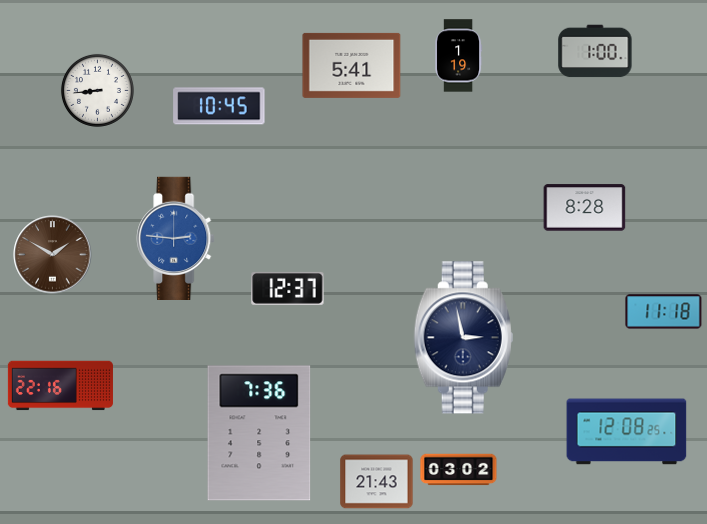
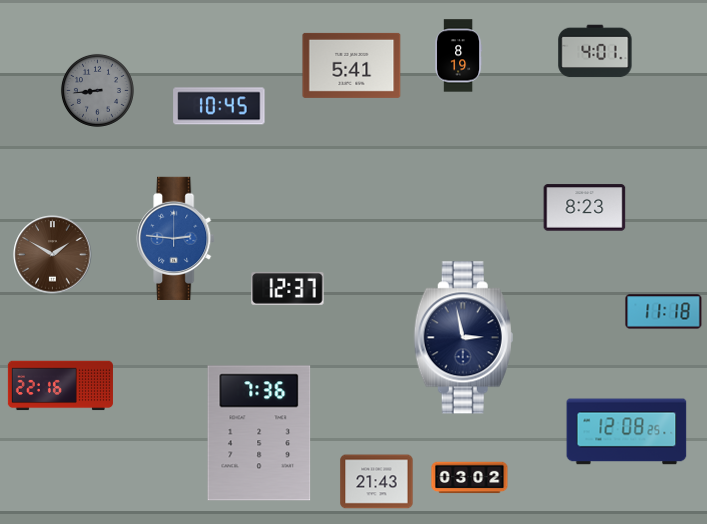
clock at (595, 51): 1:00 -> 4:01
clock at (459, 56): 1:19 -> 8:19
clock at (97, 90) dial: white -> grey
clock at (585, 208): 8:28 -> 8:23
clock at (459, 470) position: (459, 470) -> (470, 478)
